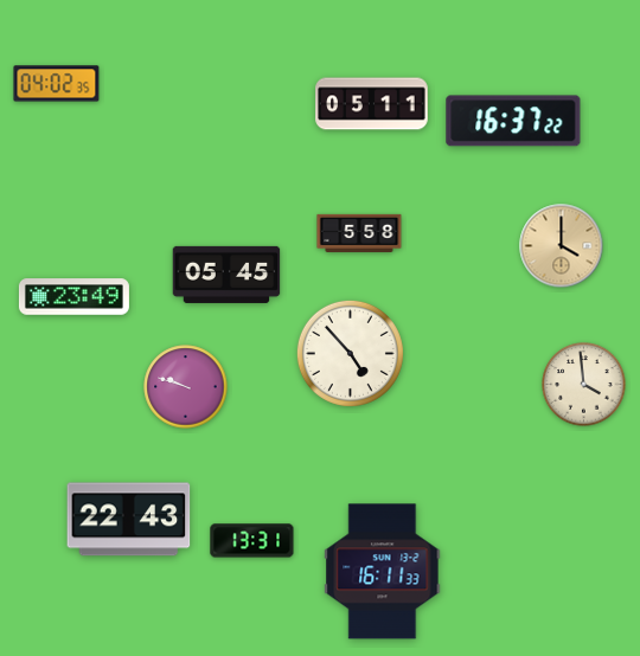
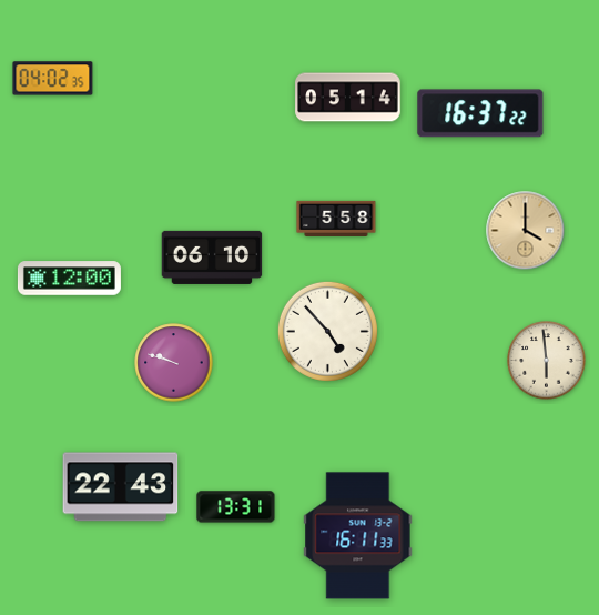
clock at (372, 104): 05:11 -> 05:14
clock at (226, 275): 05:45 -> 06:10
clock at (73, 297): 23:49 -> 12:00
clock at (584, 385): 3:59 -> 5:59
